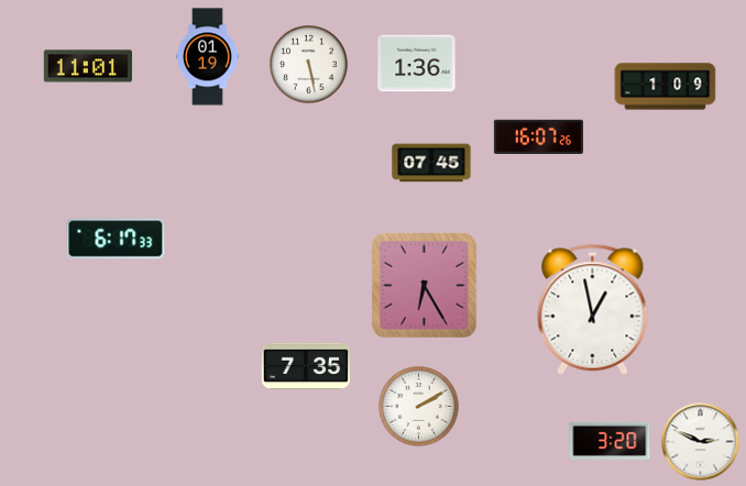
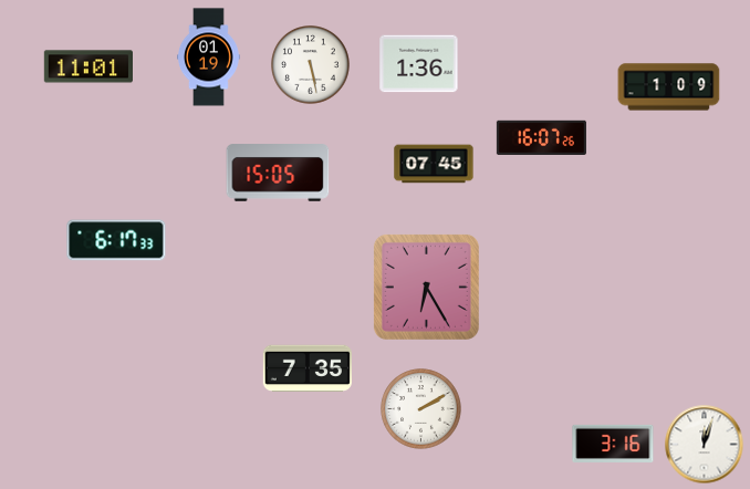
clock at (278, 173): none -> 15:05
clock at (593, 310): 12:58 -> none
clock at (610, 441): 3:20 -> 3:16
clock at (701, 442): 2:49 -> 12:03
